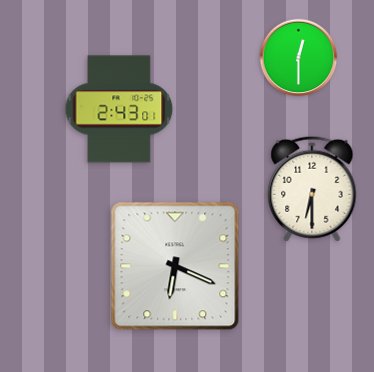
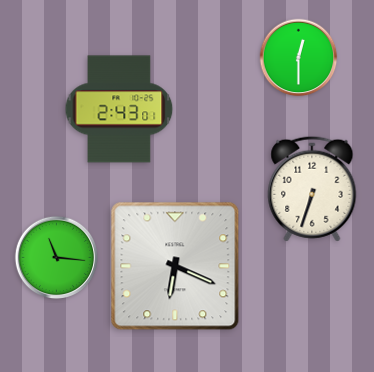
clock at (312, 189): 6:30 -> 6:33
clock at (56, 257): none -> 11:16
